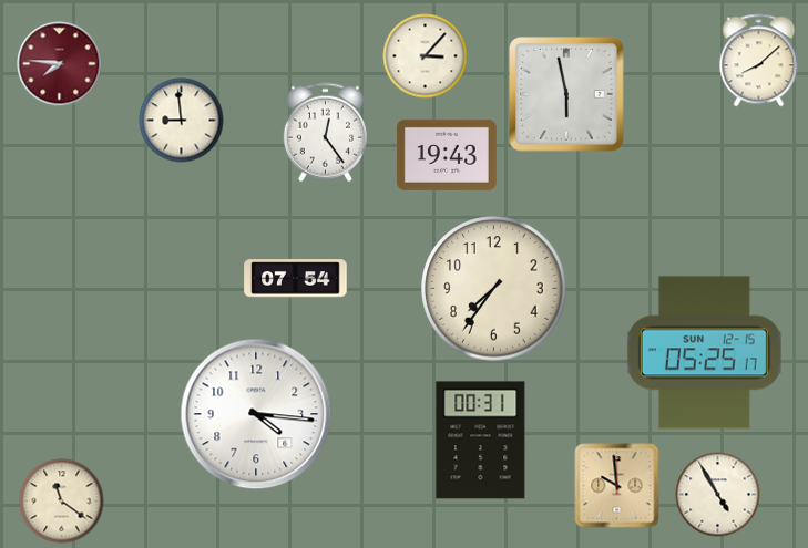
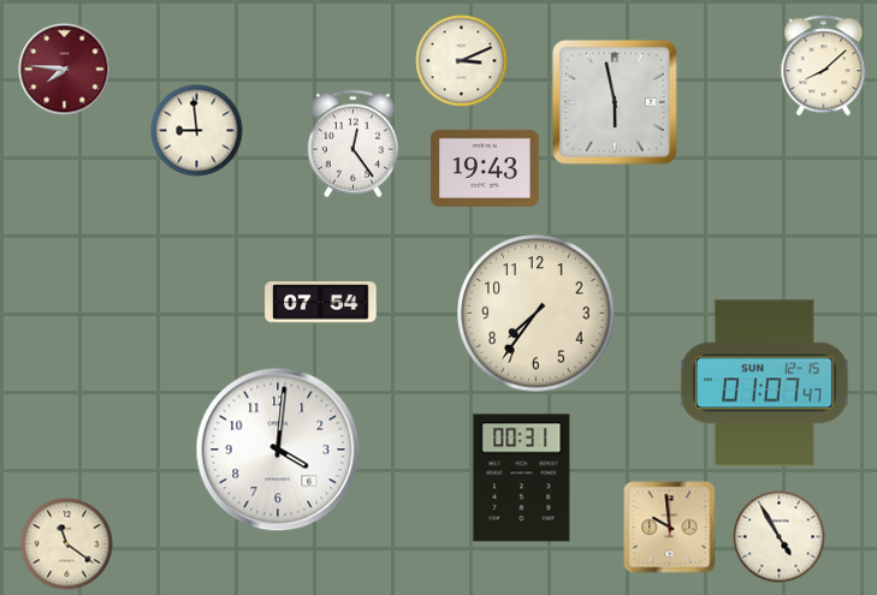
clock at (426, 56): 3:07 -> 3:11
clock at (704, 353): 05:25 -> 01:07
clock at (256, 414): 4:16 -> 4:01
